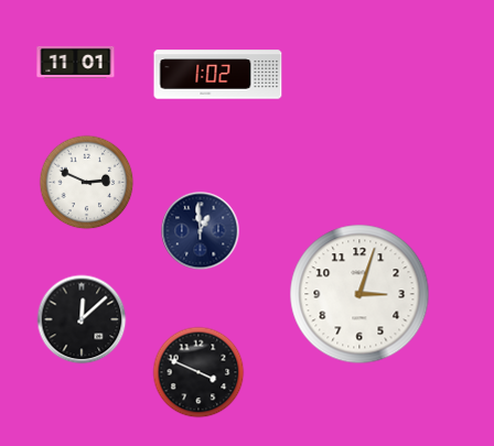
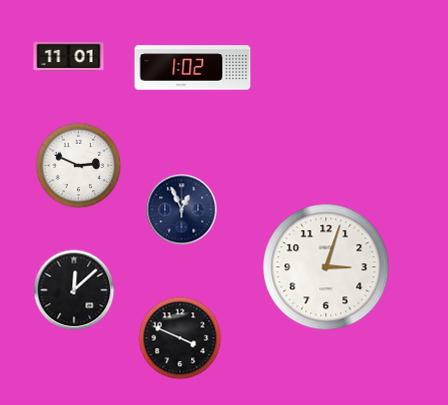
clock at (218, 75) position: (218, 75) -> (193, 68)
clock at (201, 231): 12:59 -> 12:56
